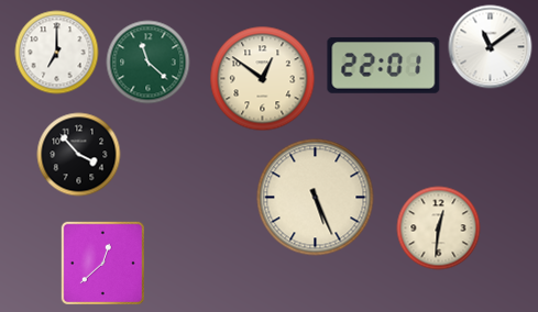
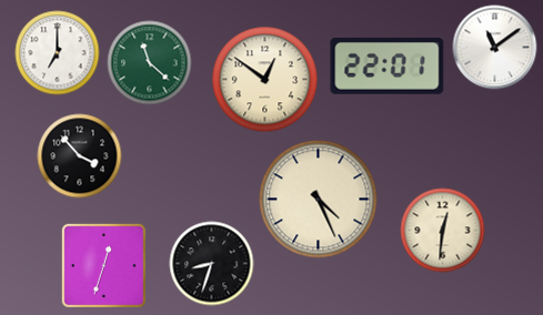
clock at (316, 198): 5:26 -> 4:26
clock at (212, 264): none -> 8:33
clock at (102, 263): 12:38 -> 12:33
